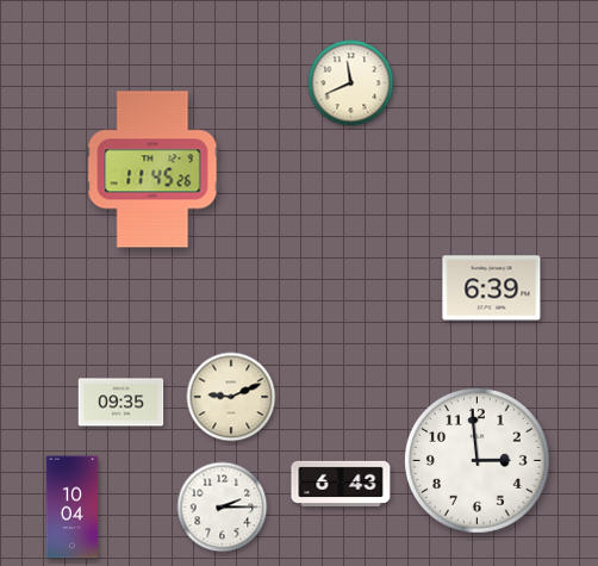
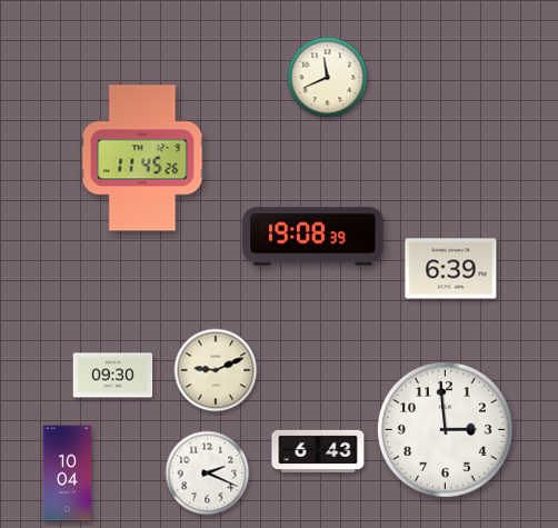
clock at (313, 237): none -> 19:08
clock at (492, 288) position: (492, 288) -> (451, 269)
clock at (122, 403): 09:35 -> 09:30
clock at (223, 508): 2:15 -> 2:19
